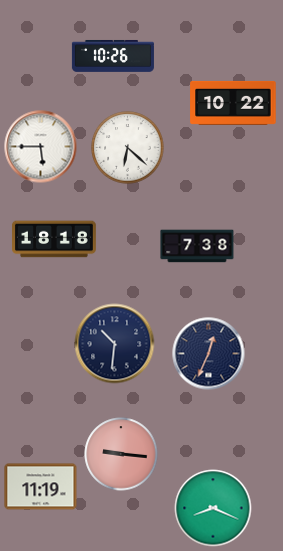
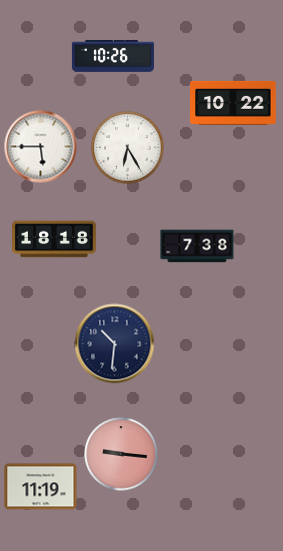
clock at (128, 148): 6:22 -> 6:25
clock at (209, 354): 12:34 -> none
clock at (213, 508): 8:19 -> none
